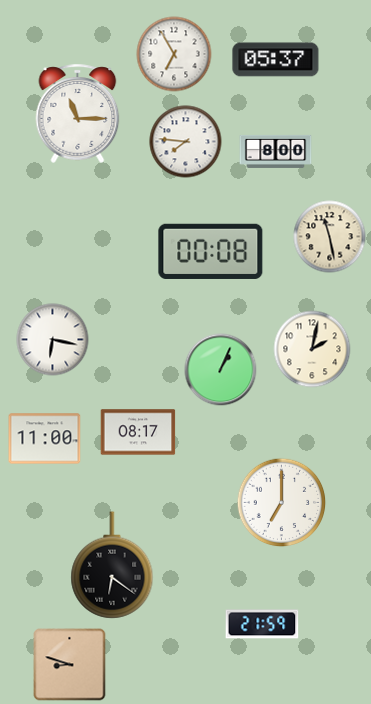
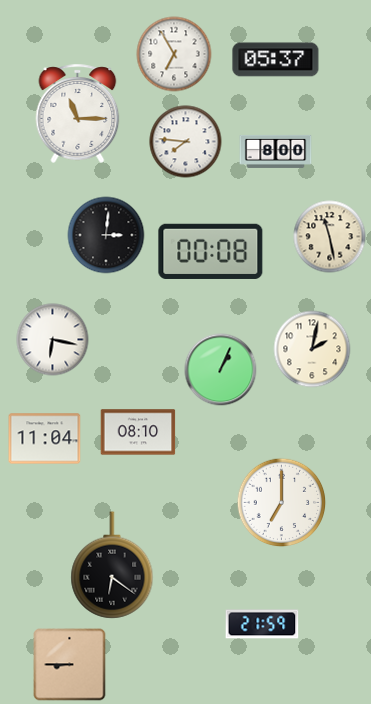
clock at (106, 235): none -> 3:01
clock at (138, 432): 08:17 -> 08:10
clock at (45, 439): 11:00 -> 11:04
clock at (70, 665): 8:48 -> 8:45
